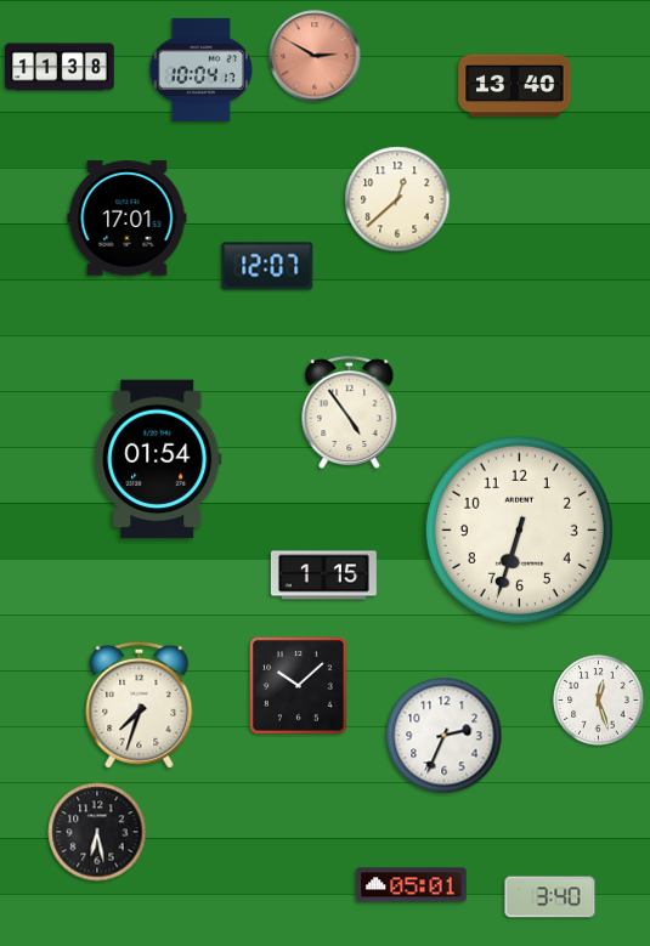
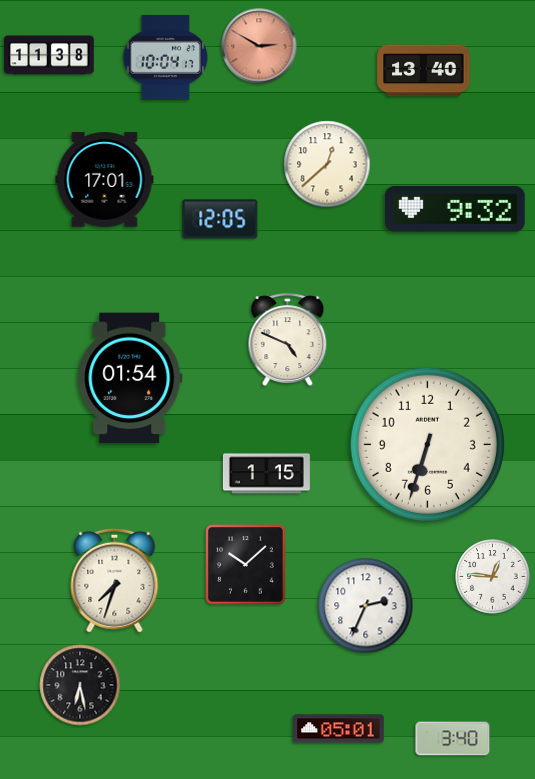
clock at (456, 209): none -> 9:32
clock at (267, 266): 12:07 -> 12:05
clock at (350, 412): 4:54 -> 4:49
clock at (519, 529) position: (519, 529) -> (427, 444)
clock at (599, 701): 12:27 -> 12:46
